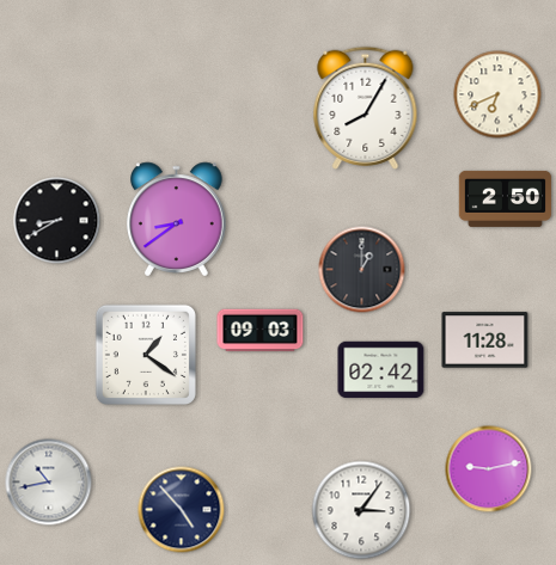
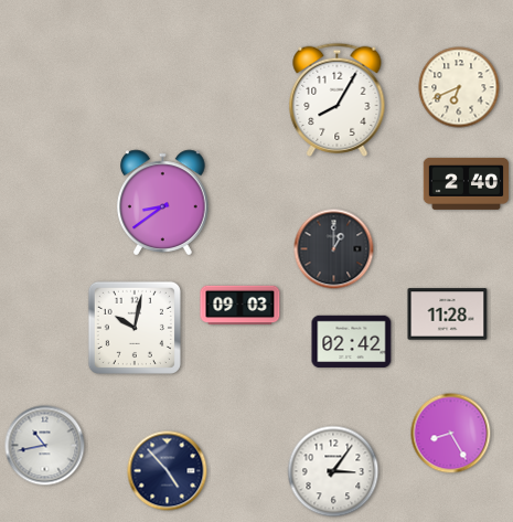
clock at (506, 198): 2:50 -> 2:40
clock at (57, 221): 8:40 -> none
clock at (146, 355): 1:21 -> 10:02
clock at (489, 469): 9:13 -> 8:25
